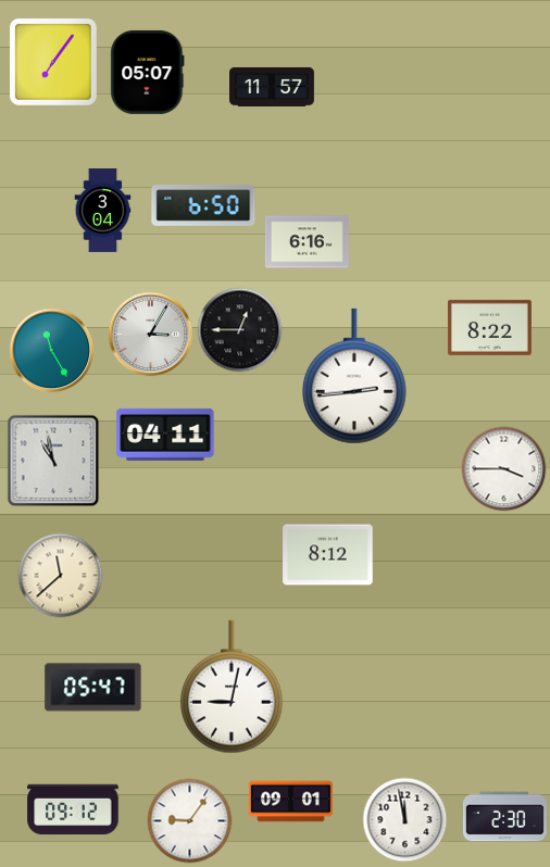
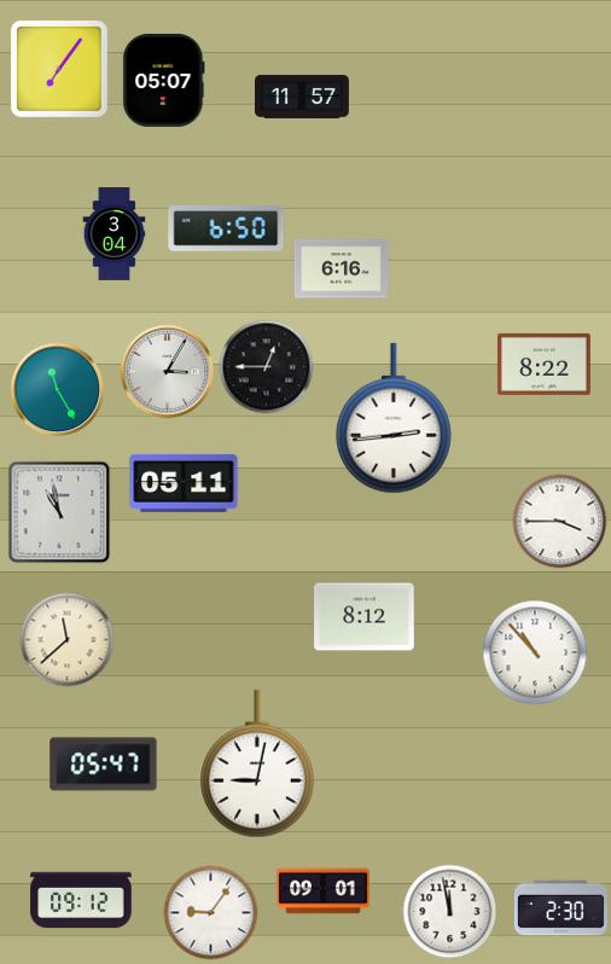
clock at (165, 435): 04:11 -> 05:11
clock at (535, 652): none -> 10:53
